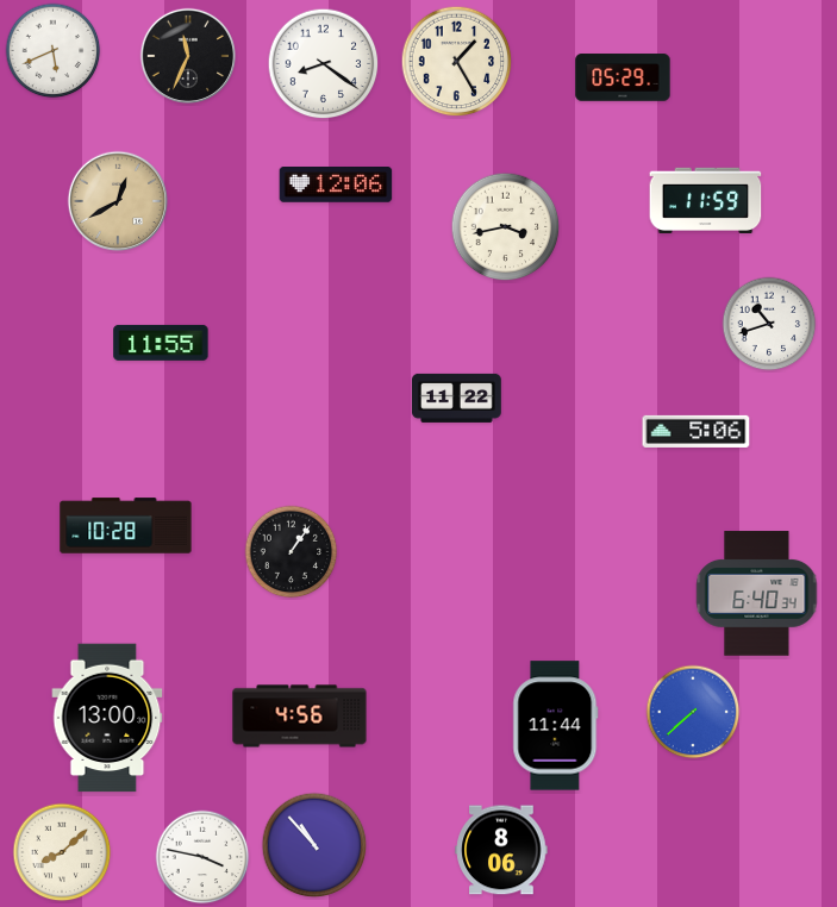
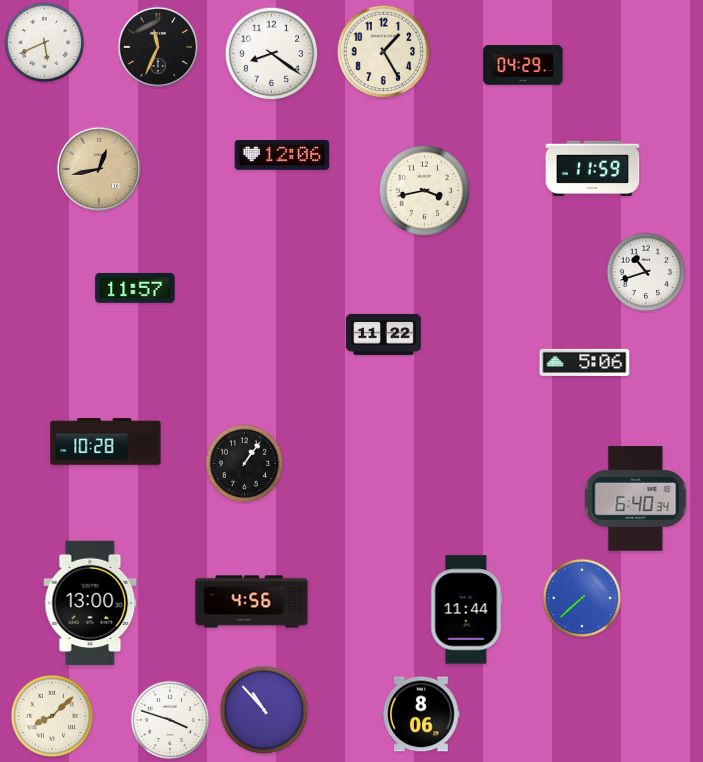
clock at (623, 77): 05:29 -> 04:29
clock at (118, 201): 12:40 -> 12:43
clock at (161, 343): 11:55 -> 11:57
clock at (202, 857): 3:47 -> 3:48
